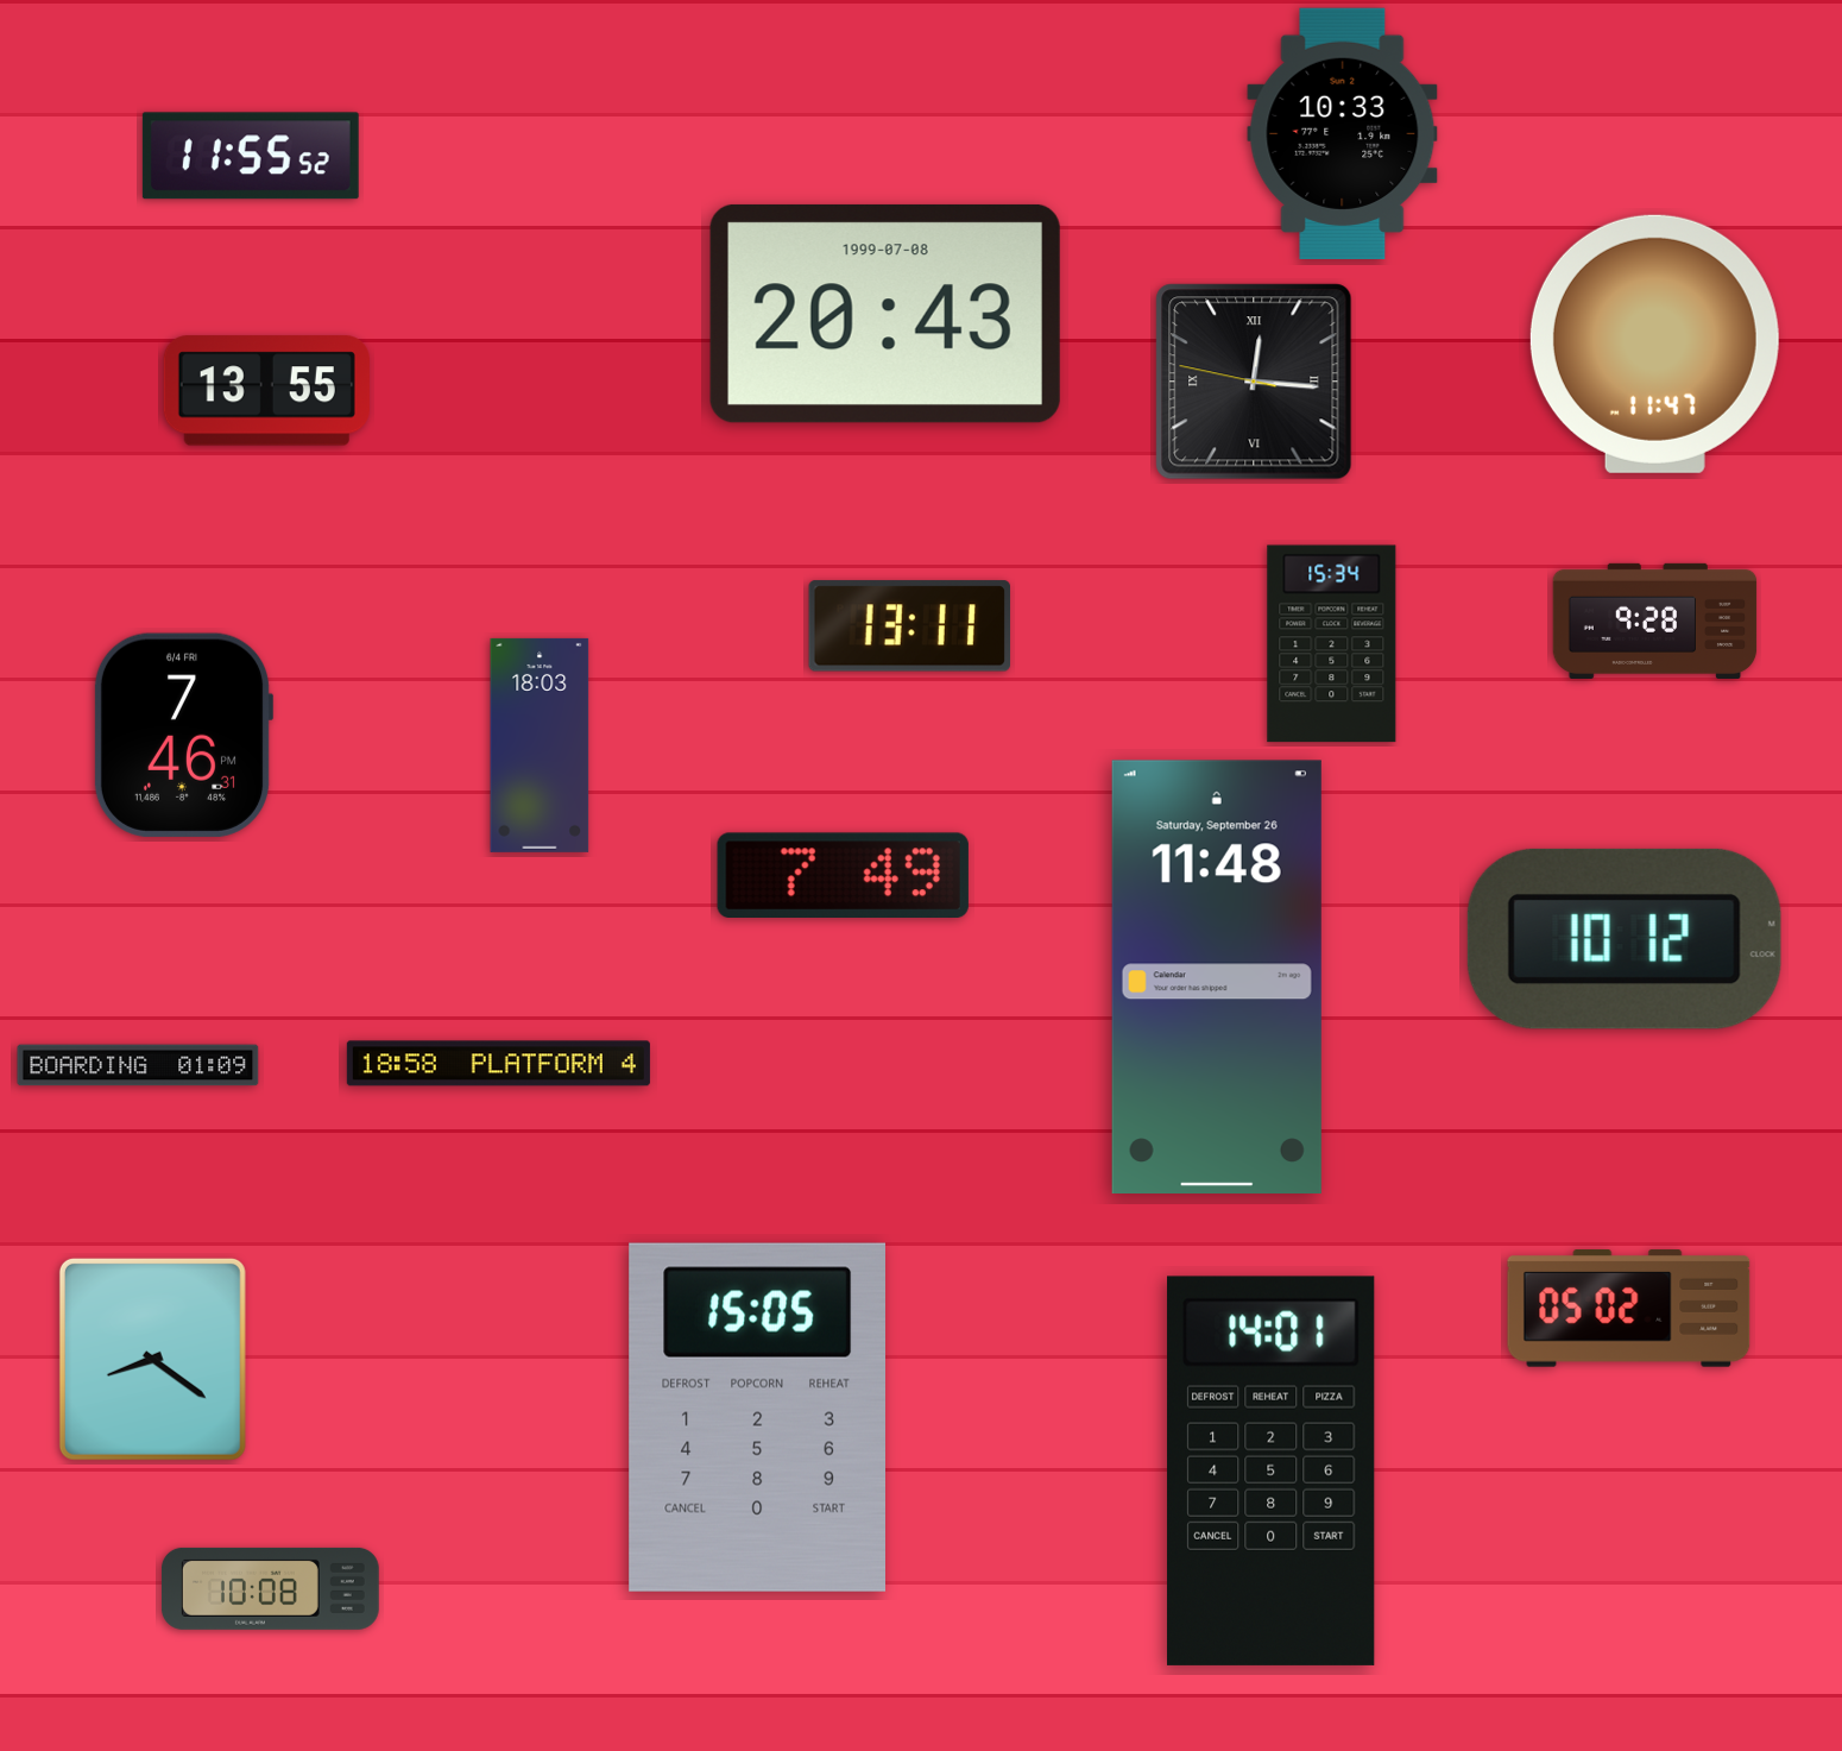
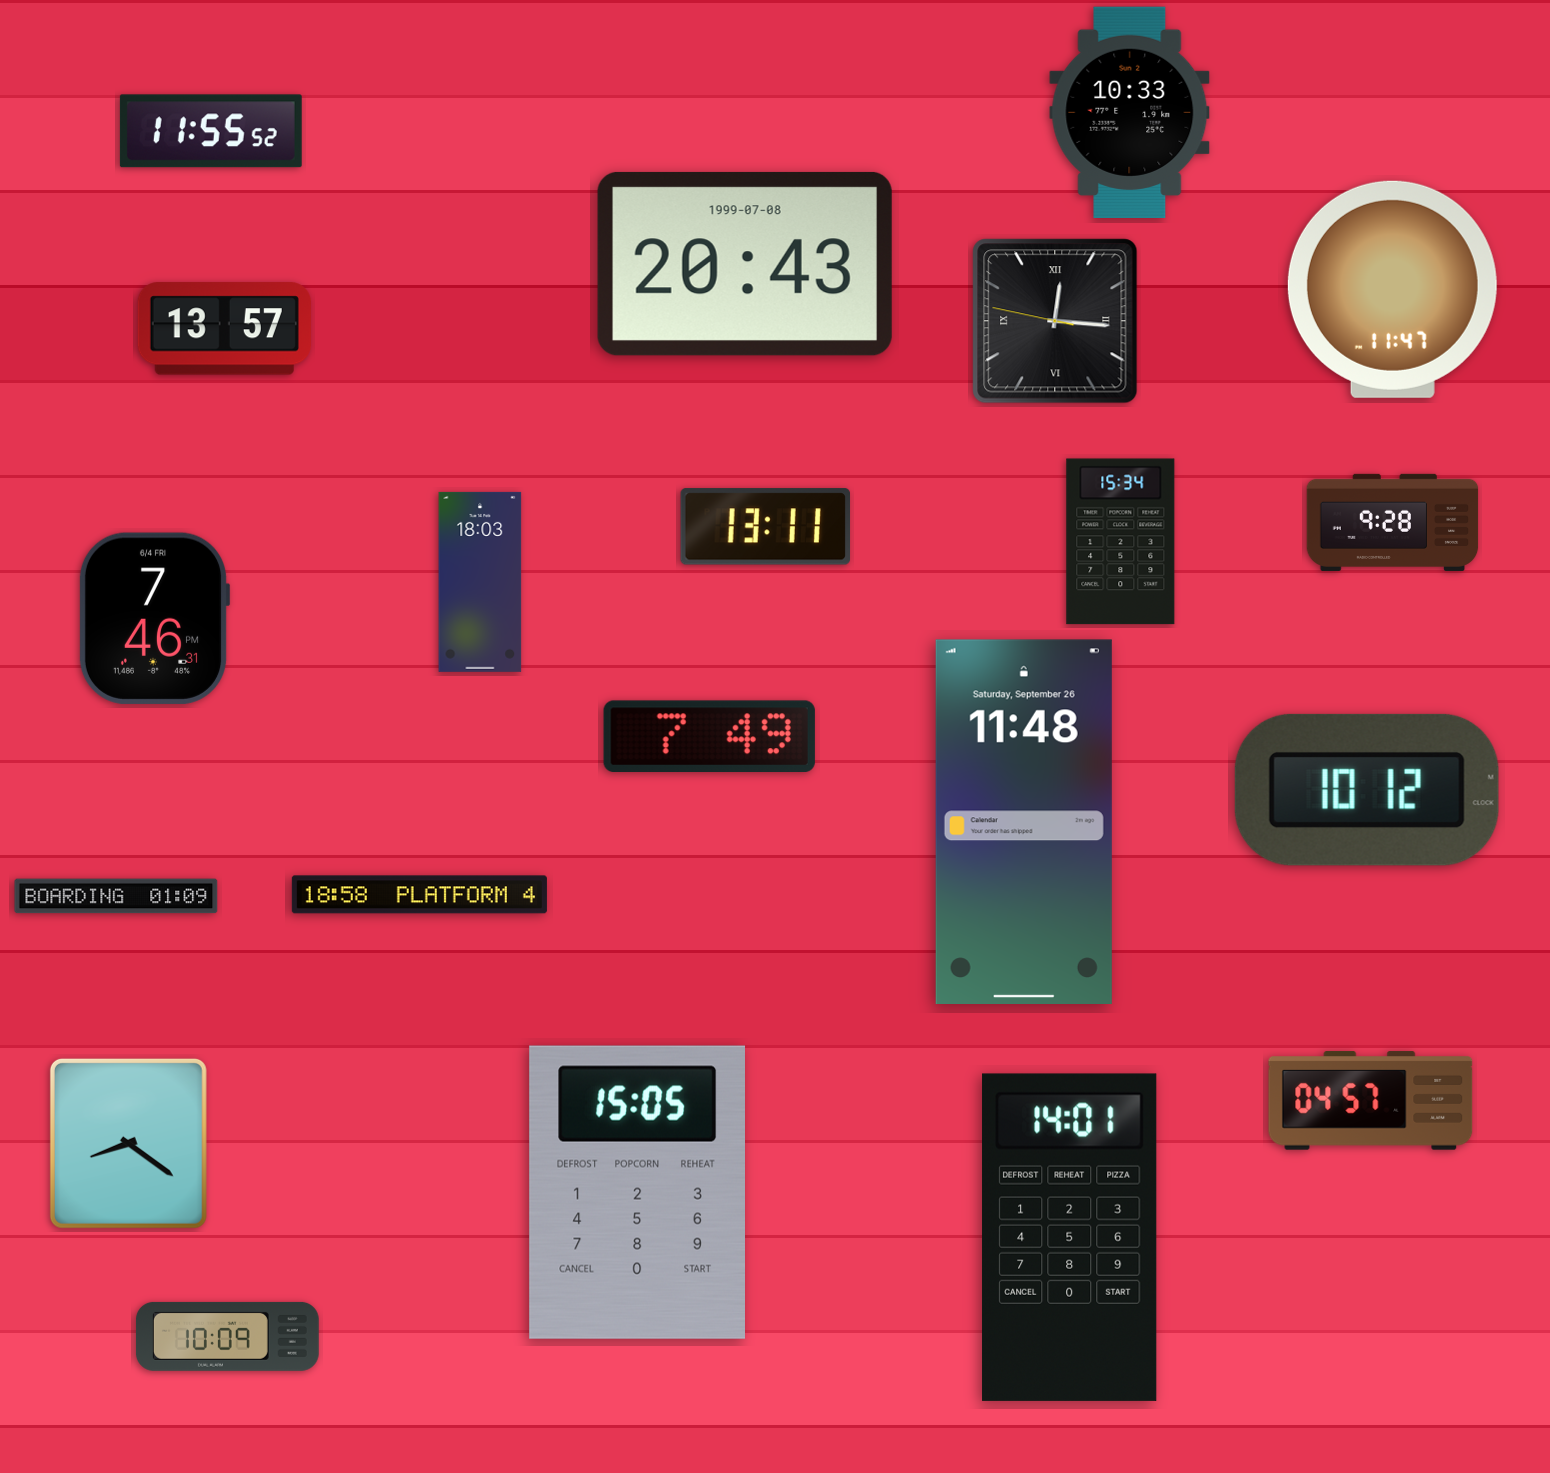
clock at (266, 391): 13:55 -> 13:57
clock at (540, 745) position: (540, 745) -> (480, 582)
clock at (1629, 1309): 05:02 -> 04:57
clock at (270, 1588): 10:08 -> 10:09
